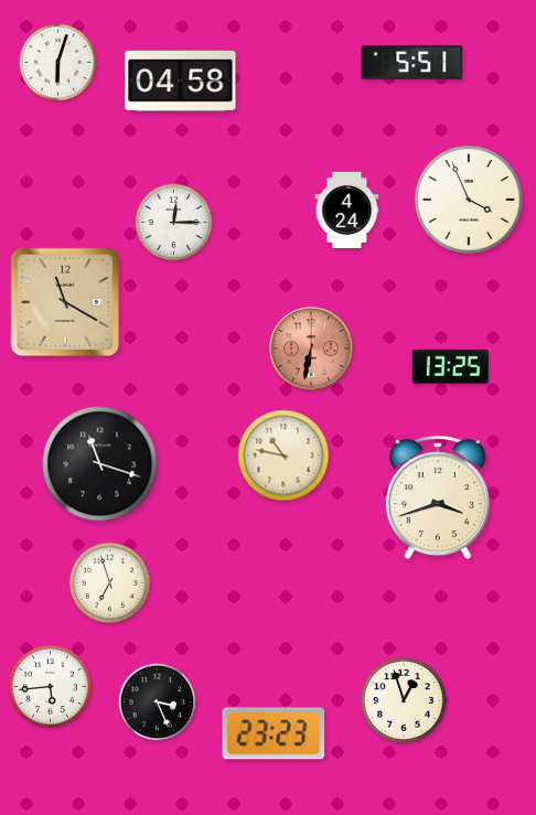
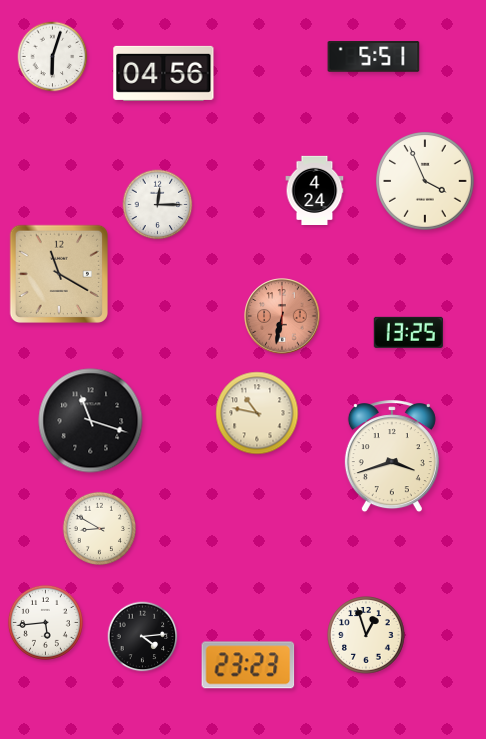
clock at (181, 81): 04:58 -> 04:56
clock at (174, 223) position: (174, 223) -> (158, 205)
clock at (438, 498) position: (438, 498) -> (392, 457)
clock at (109, 582): 6:57 -> 8:50
clock at (158, 703): 3:26 -> 4:14
